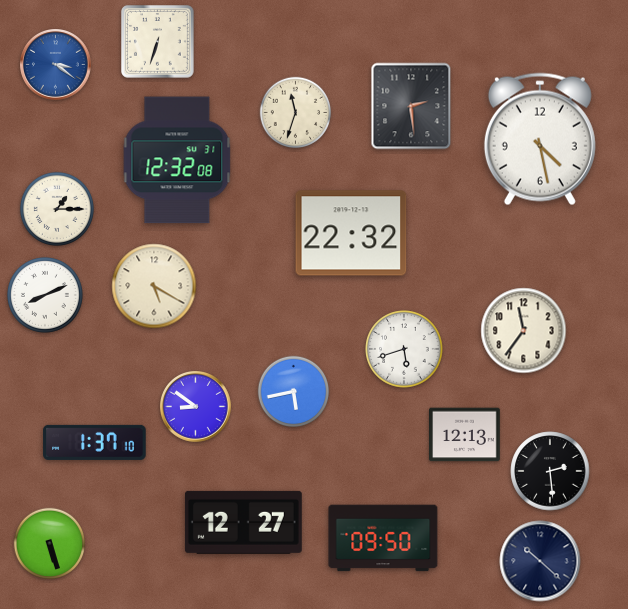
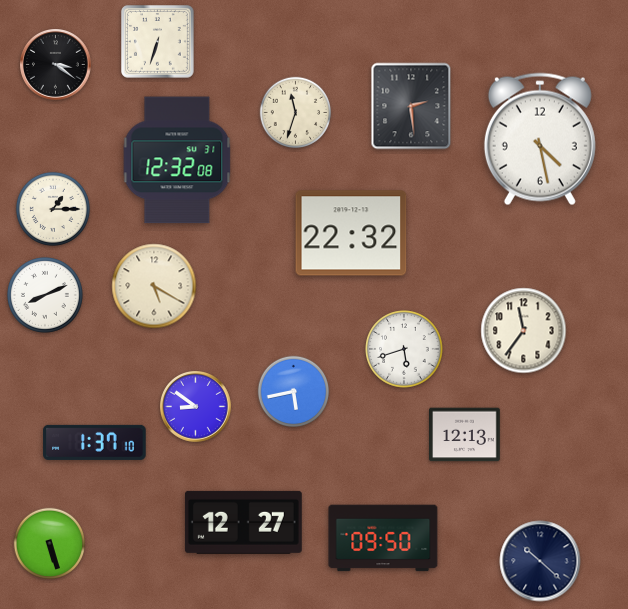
clock at (56, 65) dial: blue -> black
clock at (57, 209) position: (57, 209) -> (53, 209)
clock at (550, 471): 2:29 -> none
